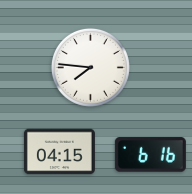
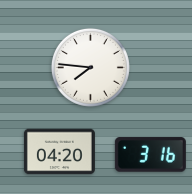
clock at (59, 152): 04:15 -> 04:20
clock at (150, 155): 6:16 -> 3:16
